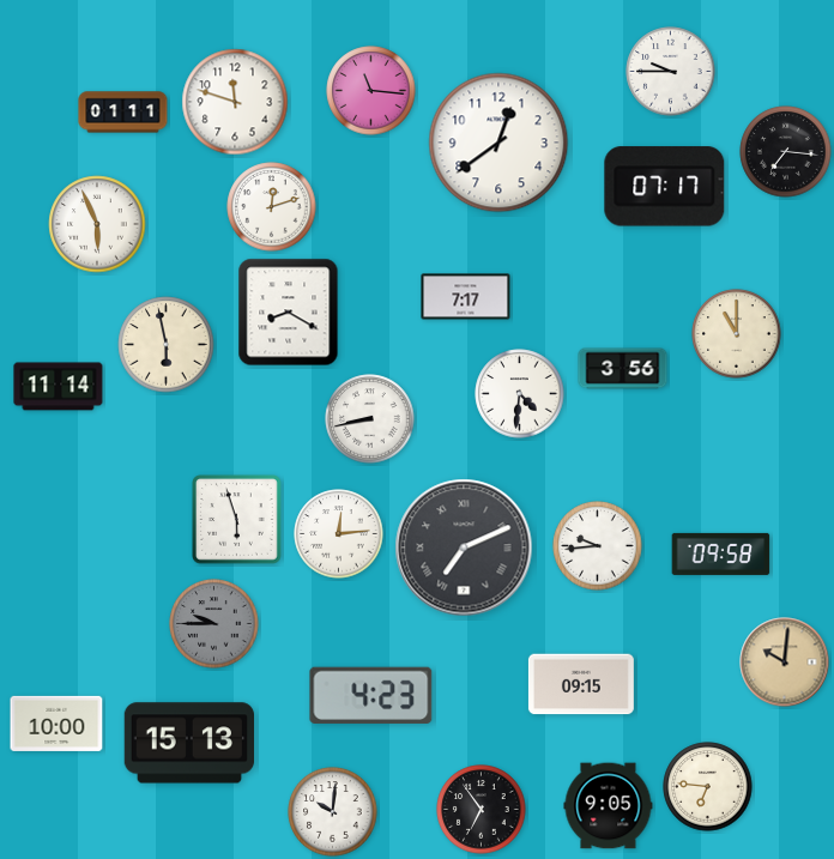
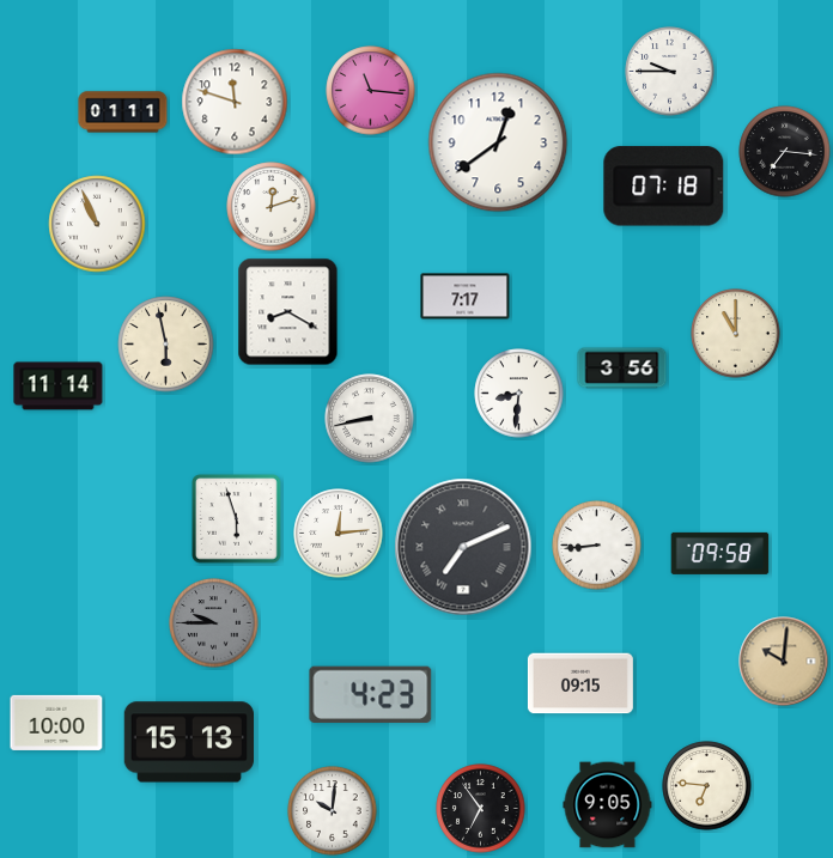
clock at (665, 187): 07:17 -> 07:18
clock at (97, 224): 5:56 -> 10:56
clock at (520, 394): 4:31 -> 8:31
clock at (598, 546): 9:44 -> 8:44
